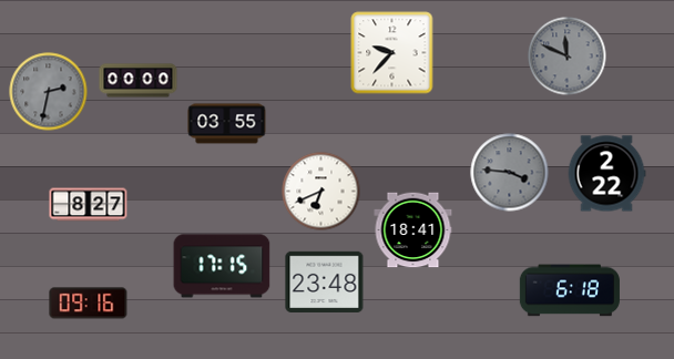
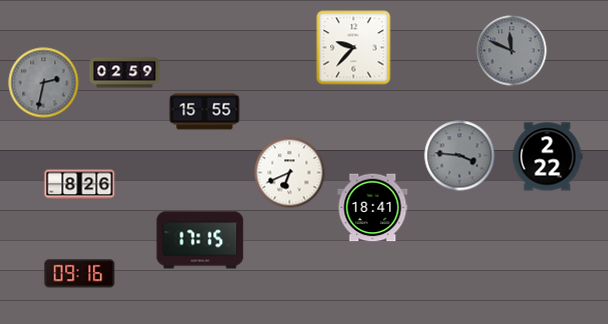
clock at (139, 81): 00:00 -> 02:59
clock at (227, 124): 03:55 -> 15:55
clock at (89, 205): 8:27 -> 8:26
clock at (325, 281): 23:48 -> none
clock at (570, 290): 6:18 -> none
